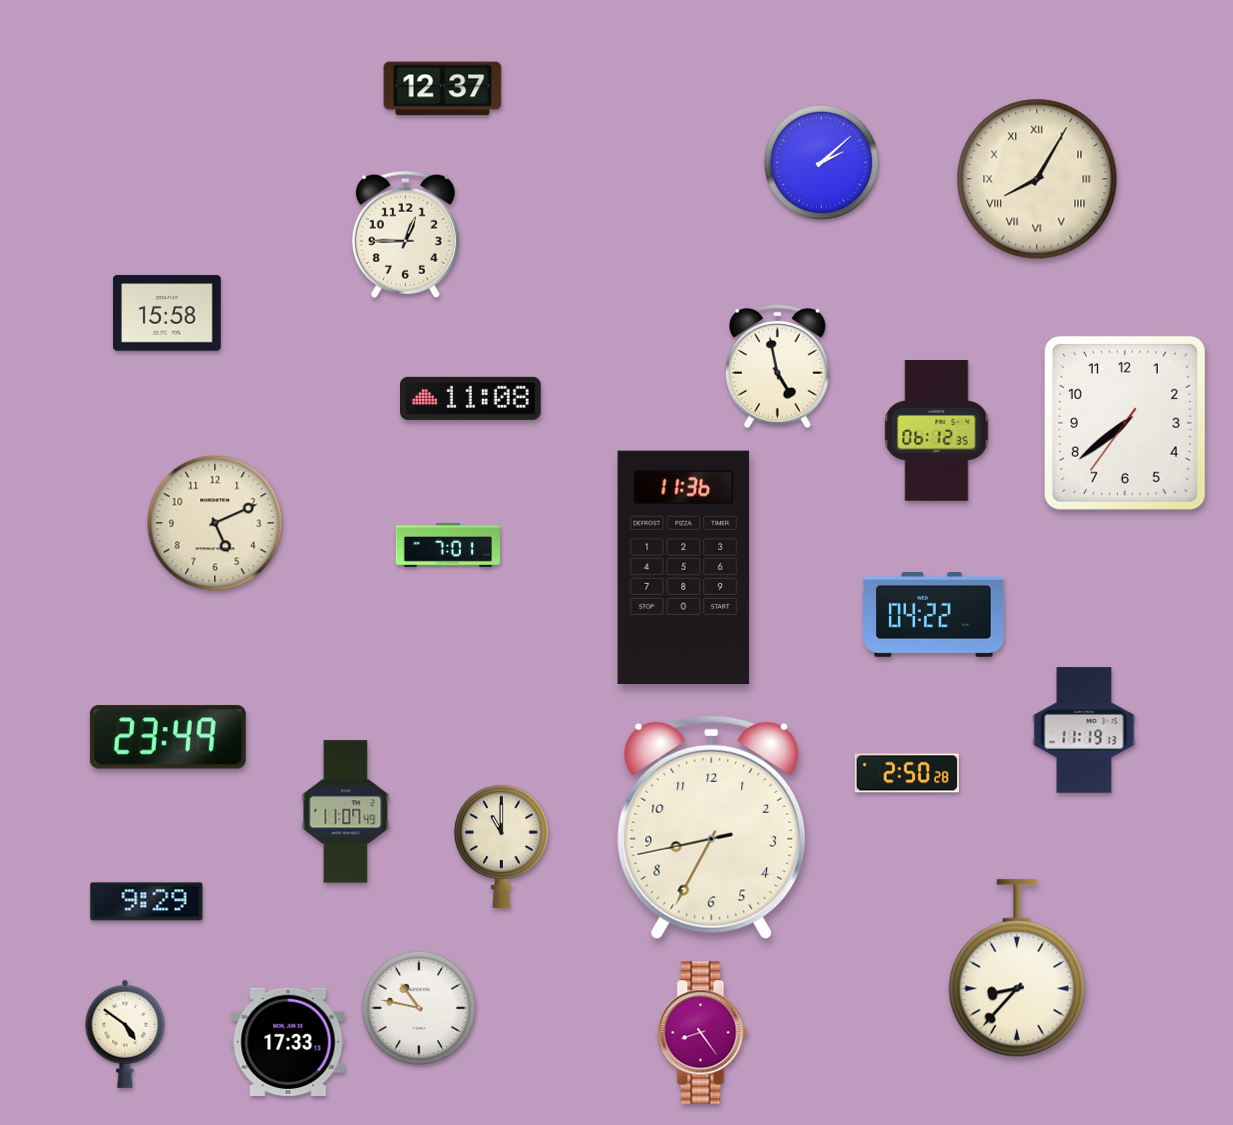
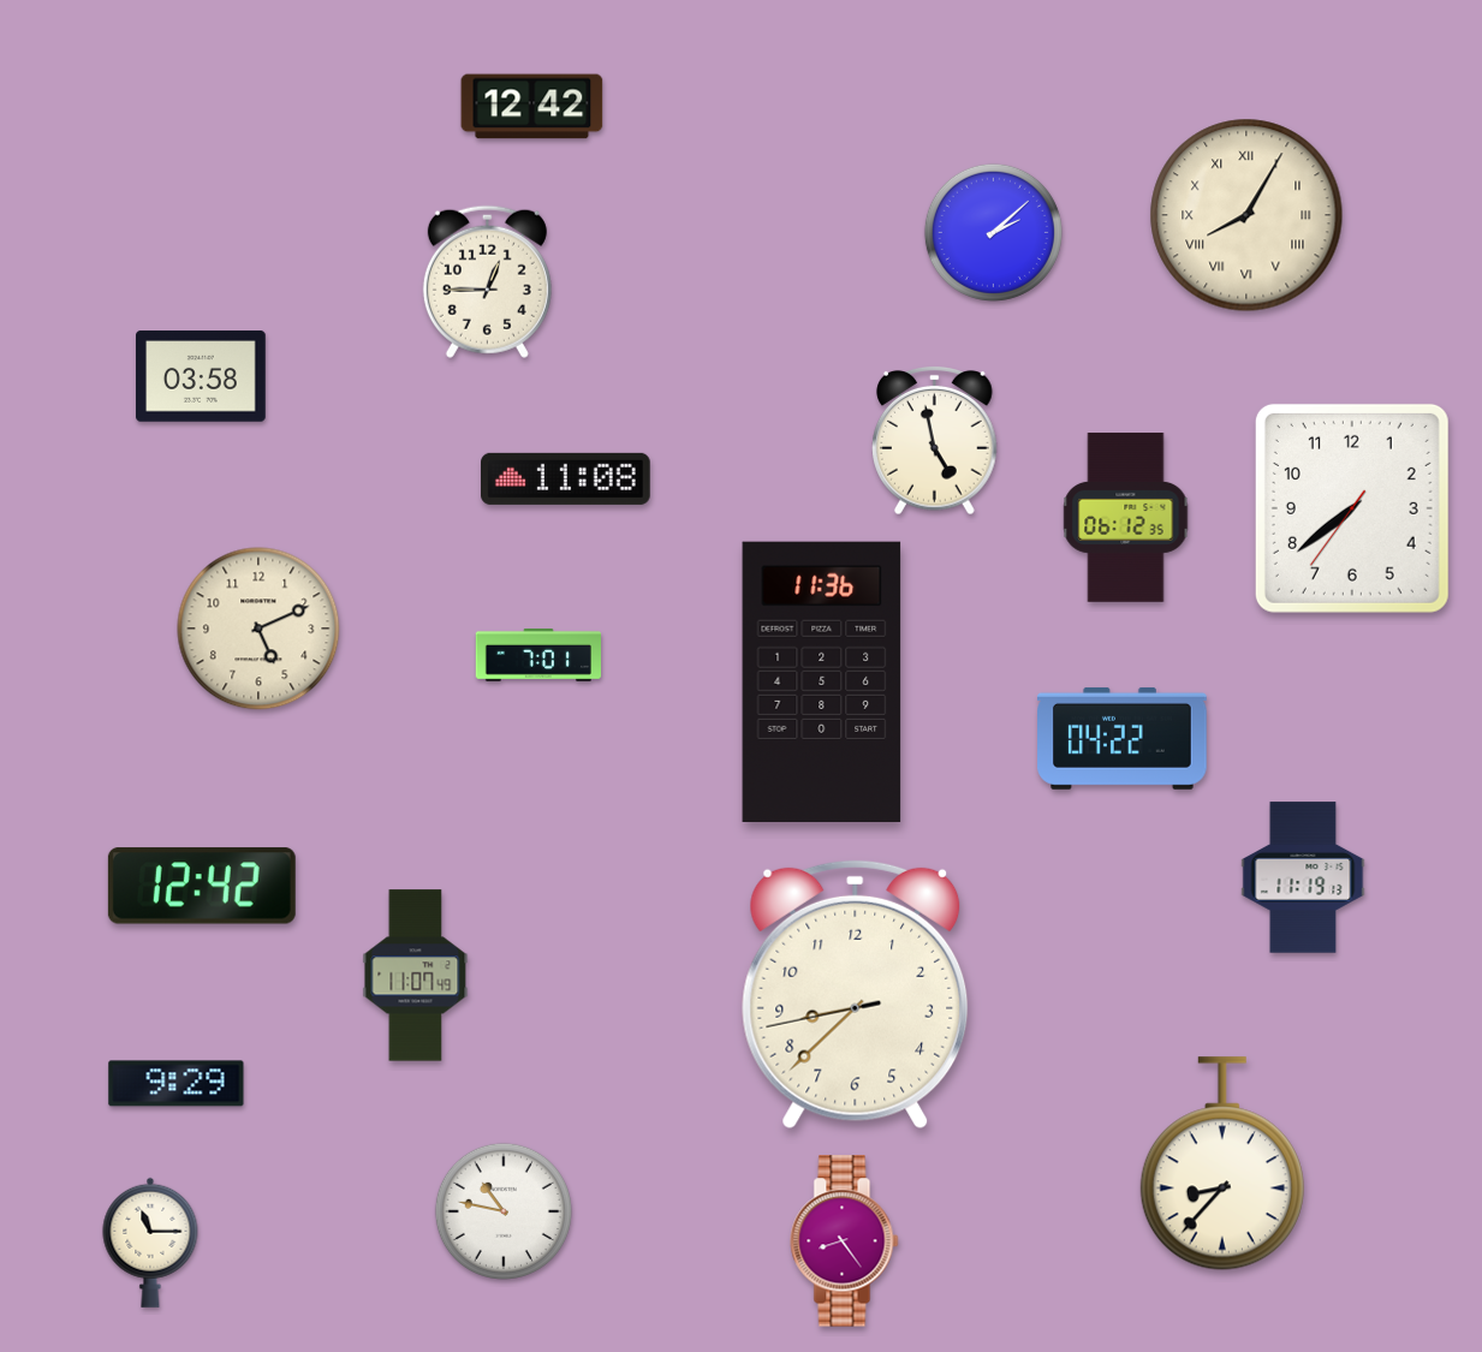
clock at (443, 89): 12:37 -> 12:42
clock at (821, 162) position: (821, 162) -> (993, 232)
clock at (168, 313): 15:58 -> 03:58
clock at (168, 737): 23:49 -> 12:42
clock at (907, 773): 2:50 -> none
clock at (712, 828): 8:34 -> 8:37
clock at (502, 846): 11:00 -> none
clock at (125, 1034): 4:51 -> 11:15
clock at (288, 1042): 17:33 -> none
